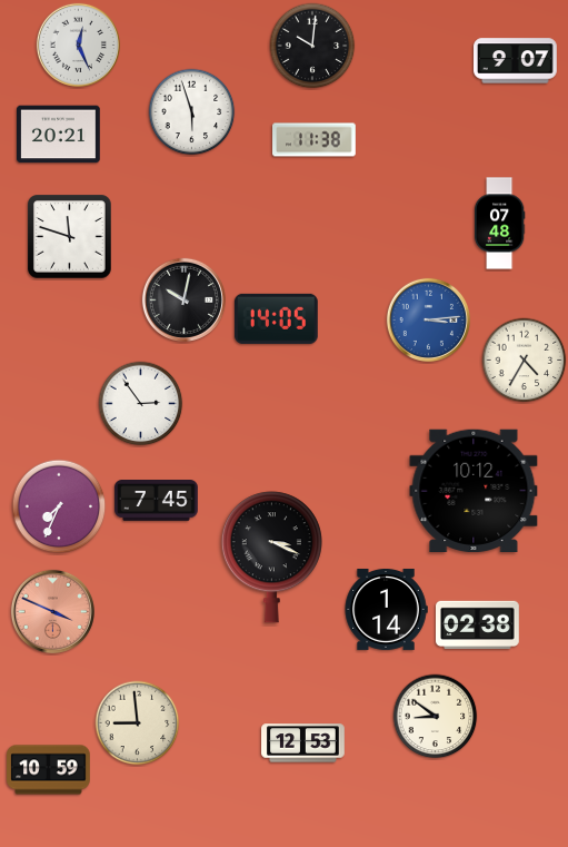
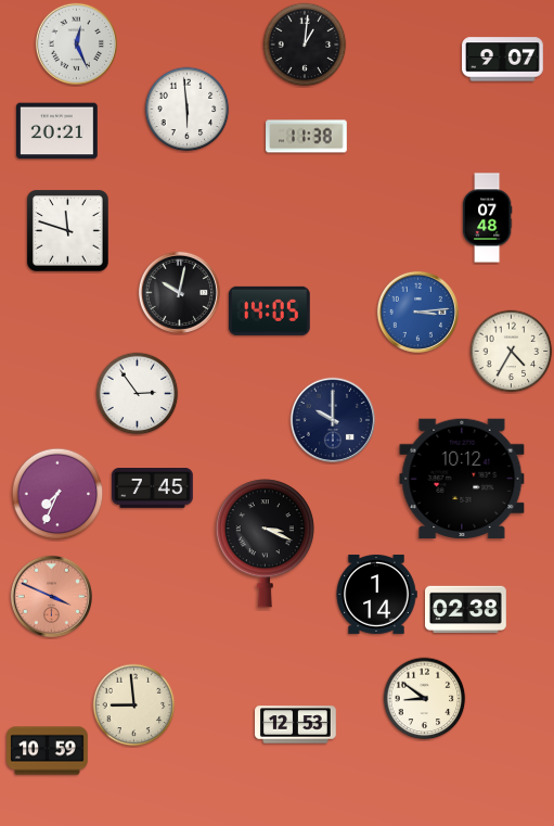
clock at (312, 46): 10:01 -> 1:01
clock at (192, 112): 5:57 -> 5:59
clock at (332, 419): none -> 10:00
